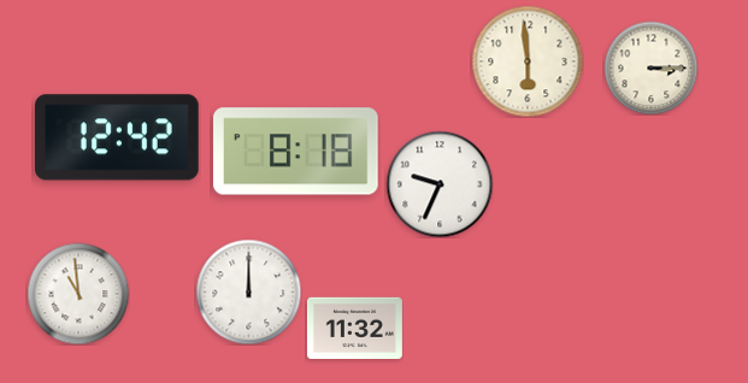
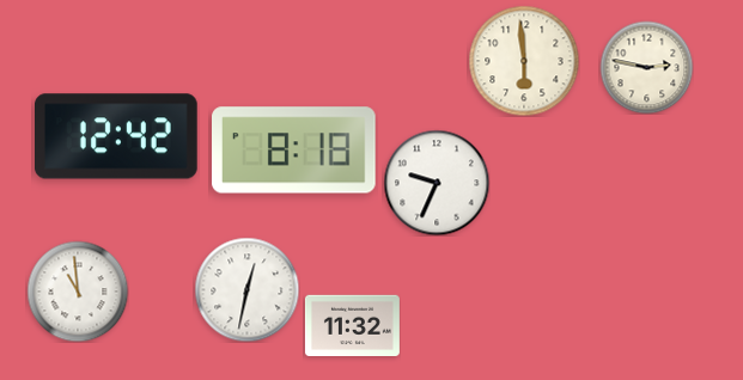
clock at (650, 67): 3:15 -> 2:47
clock at (248, 291): 12:00 -> 12:32
